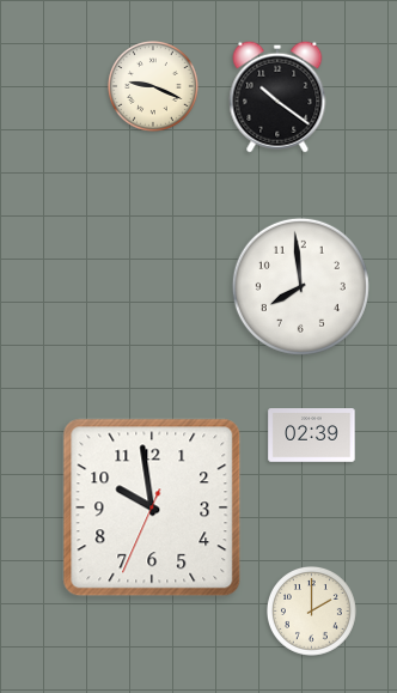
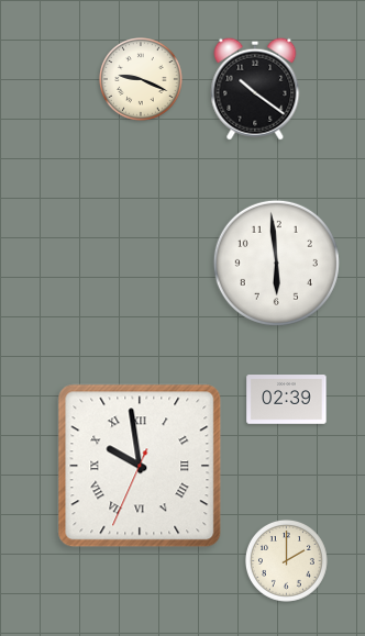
clock at (300, 286): 7:59 -> 5:59
clock at (152, 507) numerals: Arabic -> Roman
